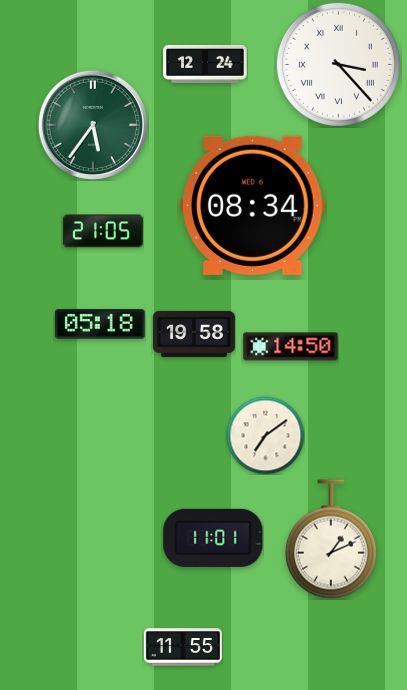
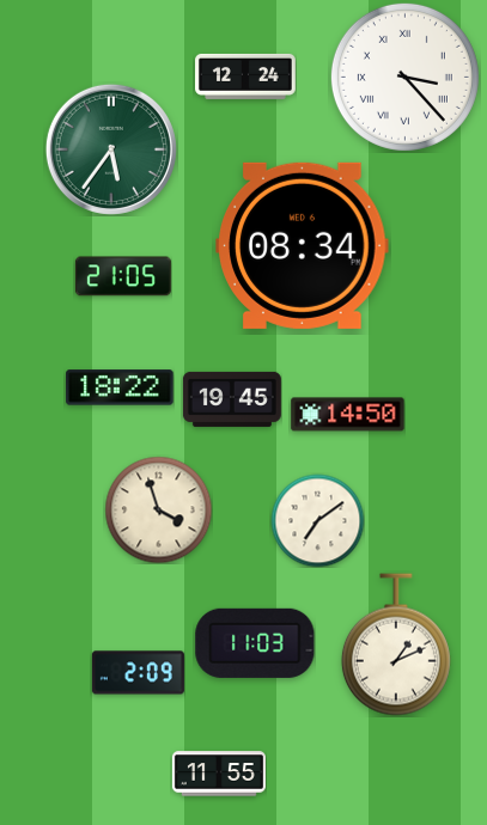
clock at (100, 324): 05:18 -> 18:22
clock at (194, 334): 19:58 -> 19:45
clock at (158, 509): none -> 3:57
clock at (213, 538): 11:01 -> 11:03
clock at (138, 673): none -> 2:09
